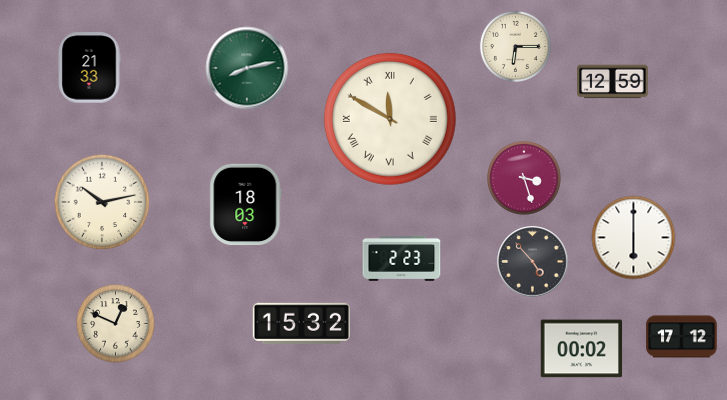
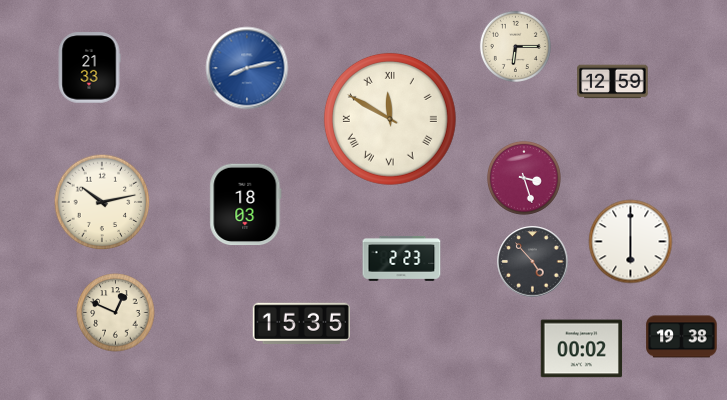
clock at (247, 68) dial: green -> blue
clock at (634, 238) position: (634, 238) -> (631, 242)
clock at (301, 323): 15:32 -> 15:35
clock at (116, 324) position: (116, 324) -> (116, 313)
clock at (682, 337): 17:12 -> 19:38
